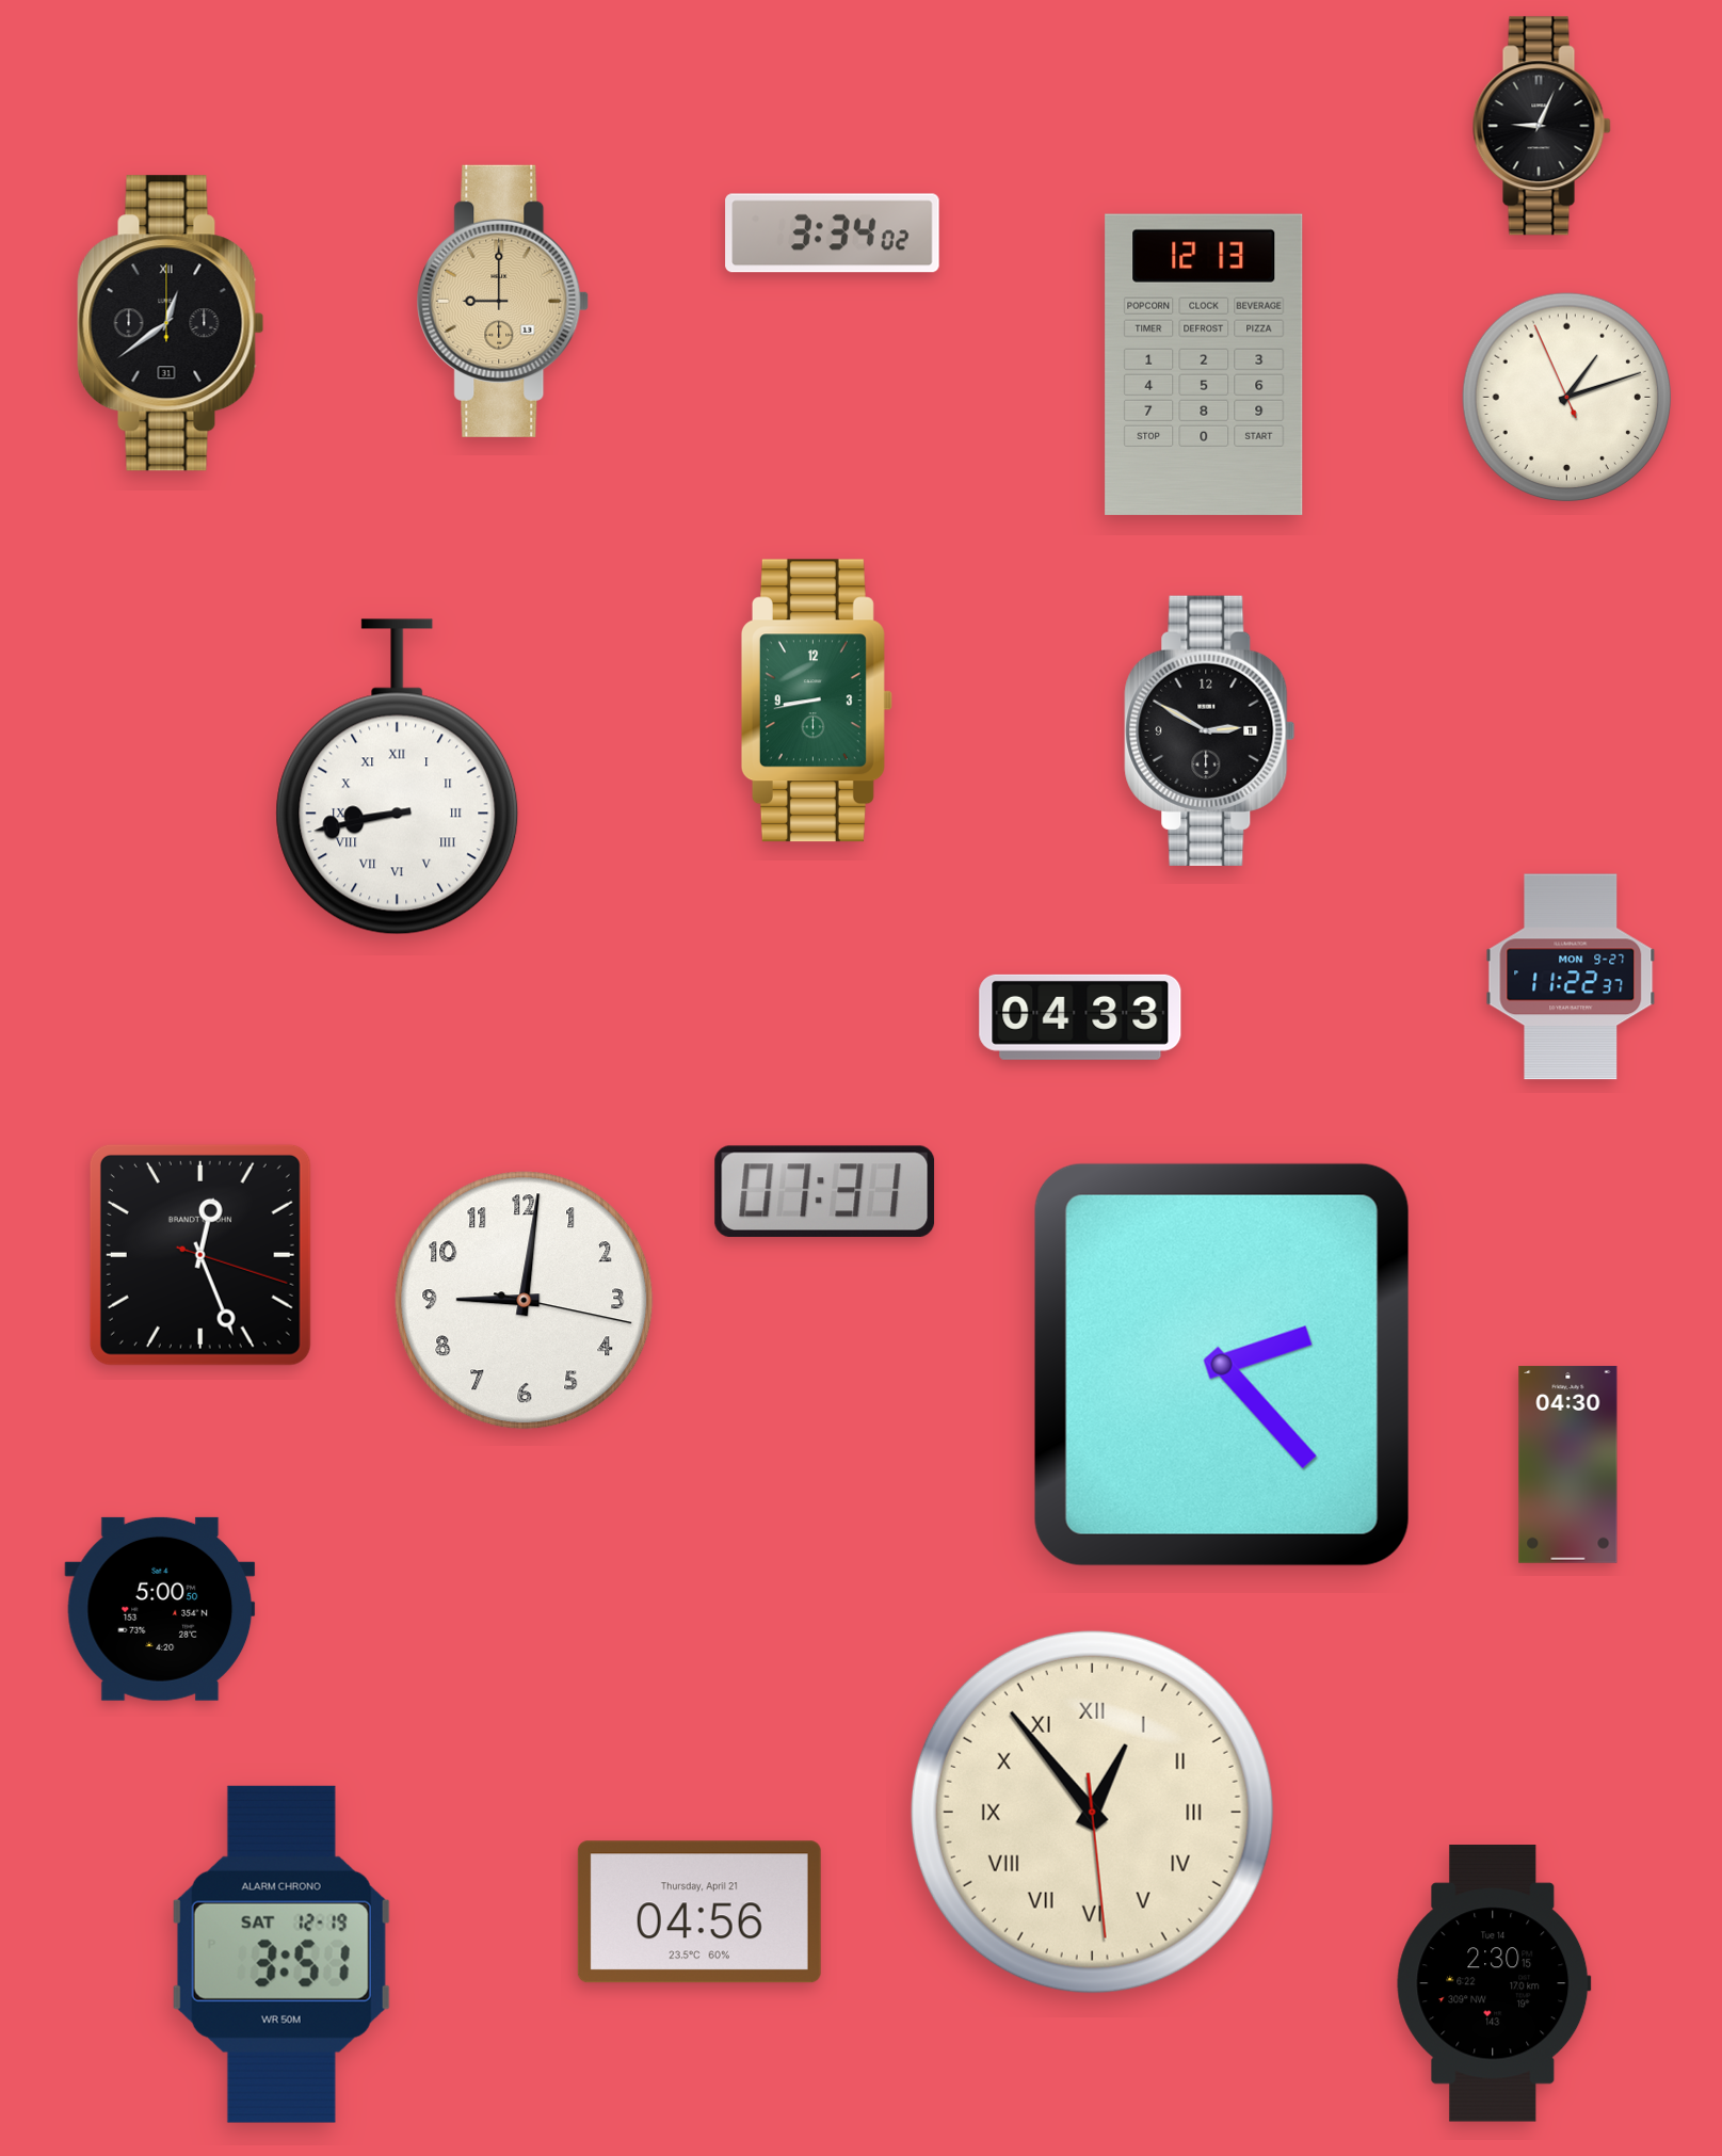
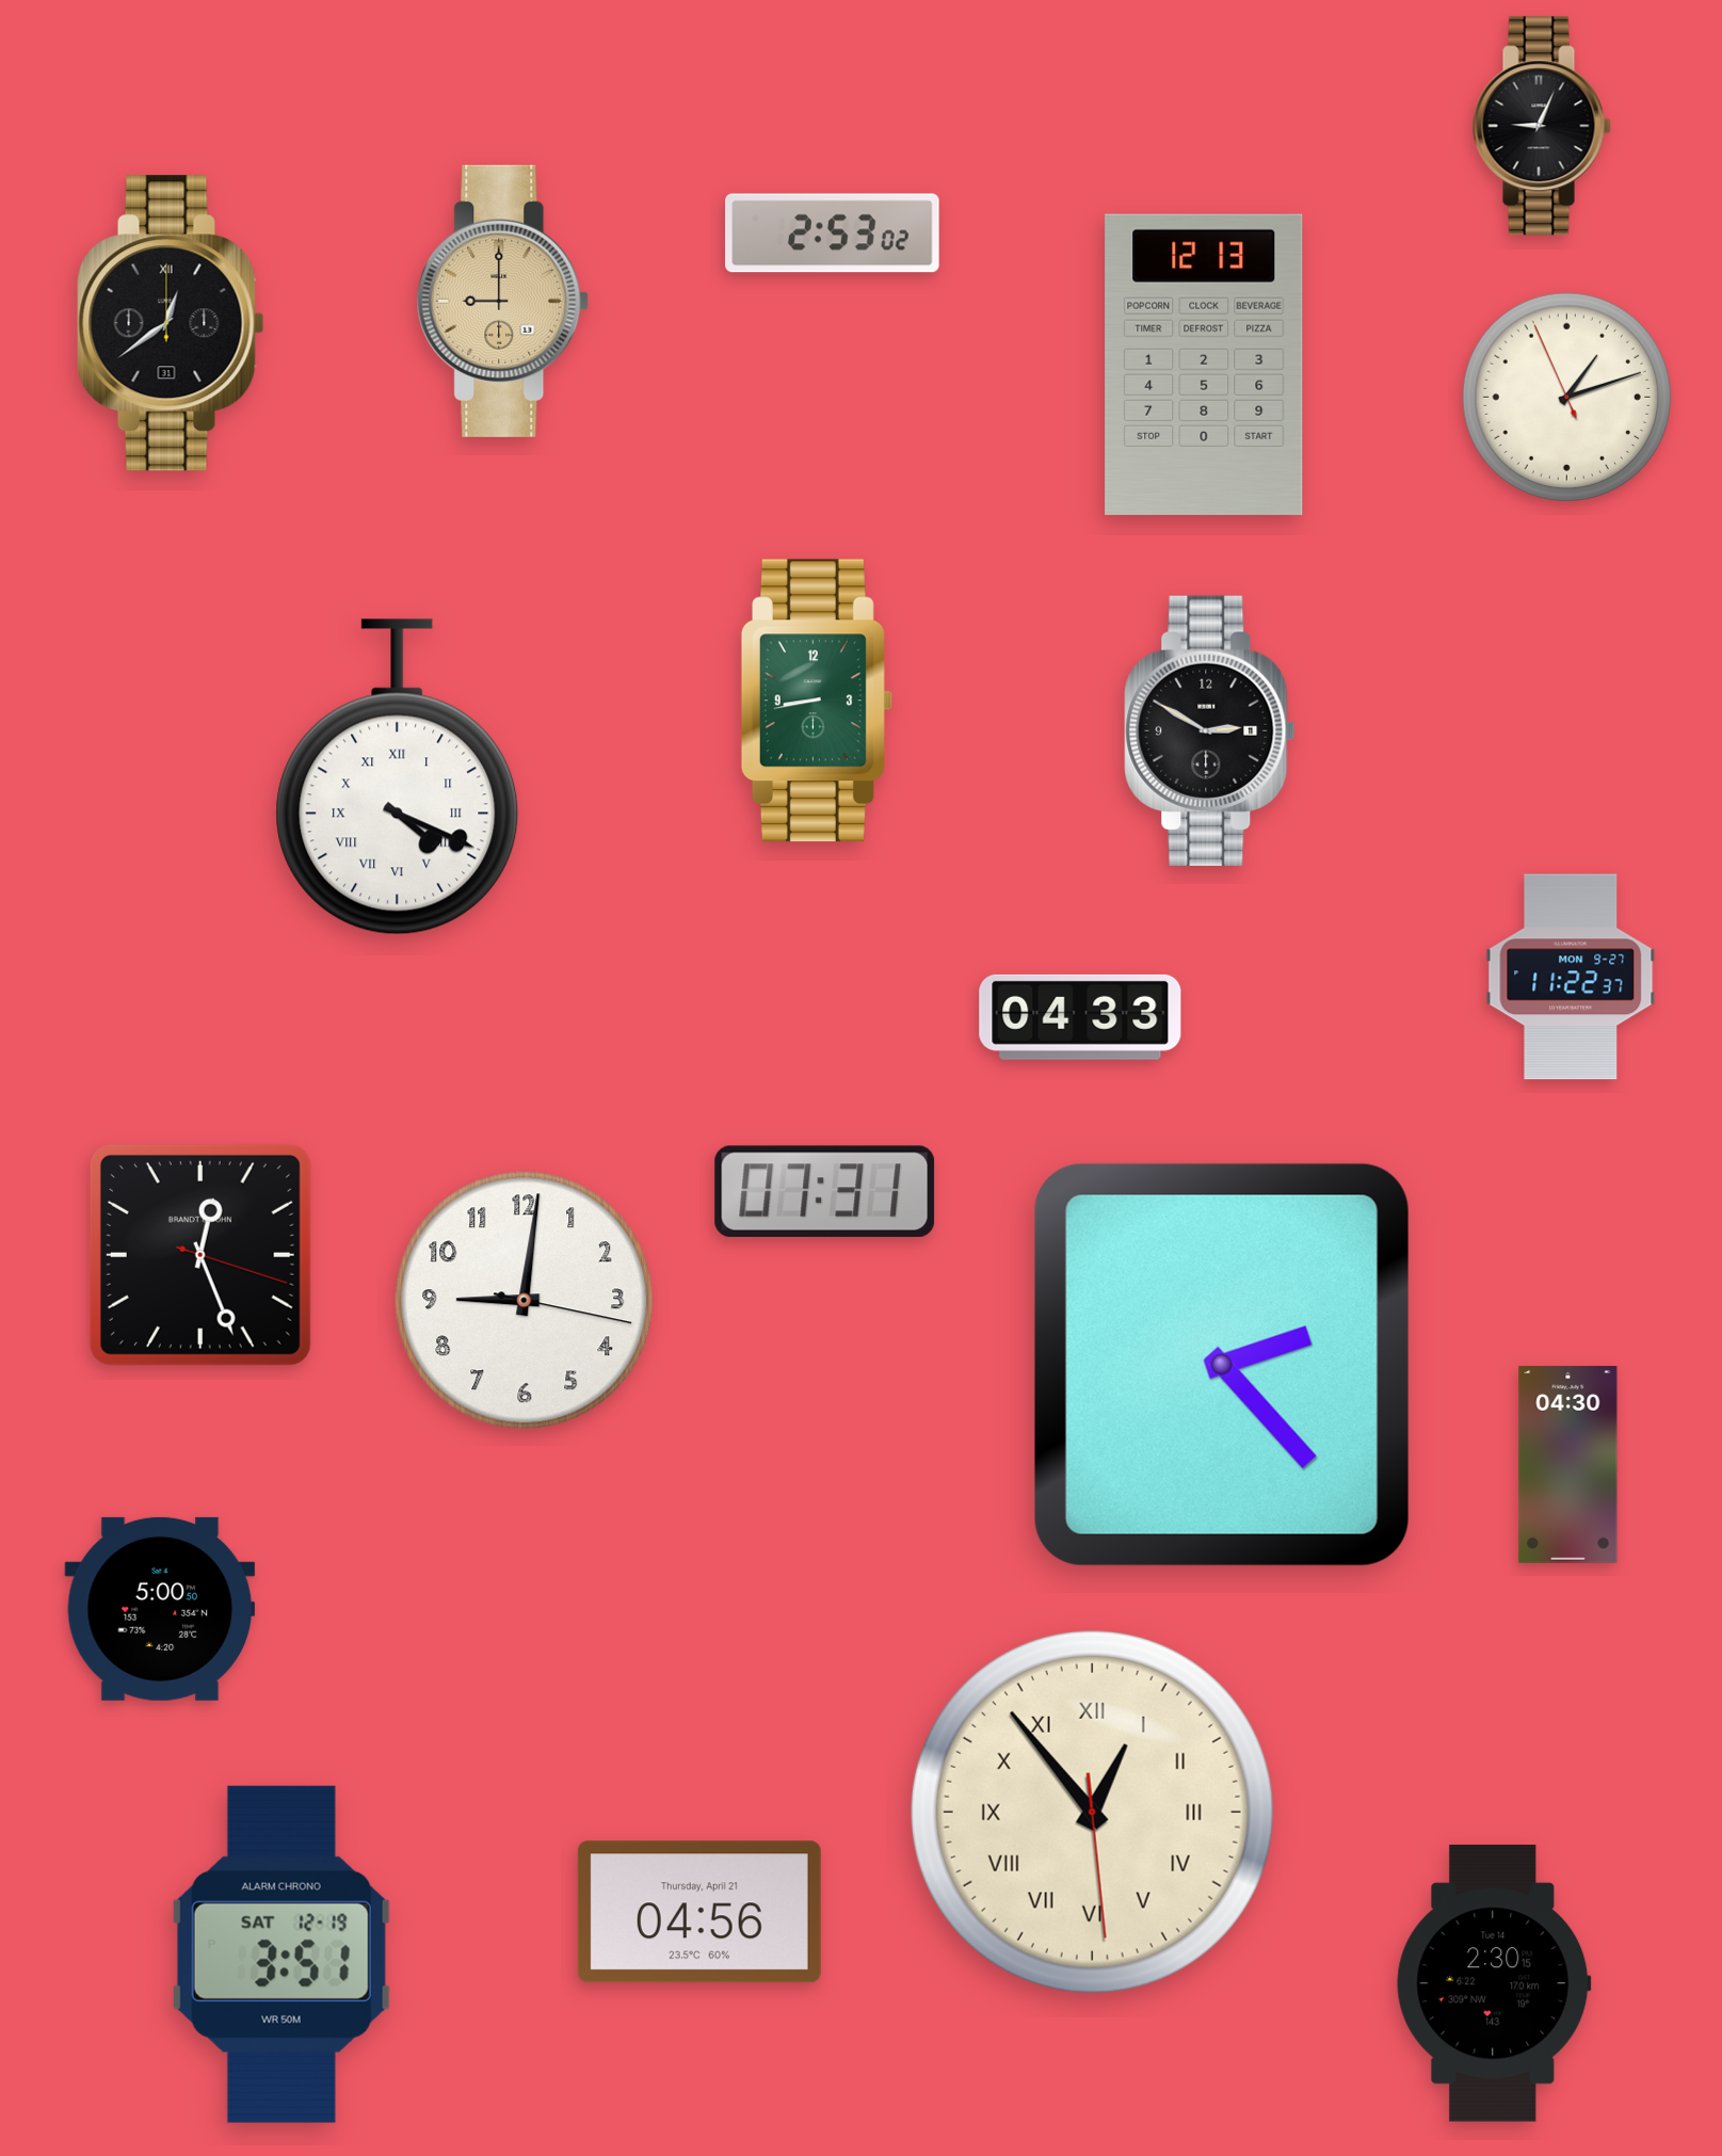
clock at (833, 234): 3:34 -> 2:53
clock at (398, 777): 8:43 -> 4:19
